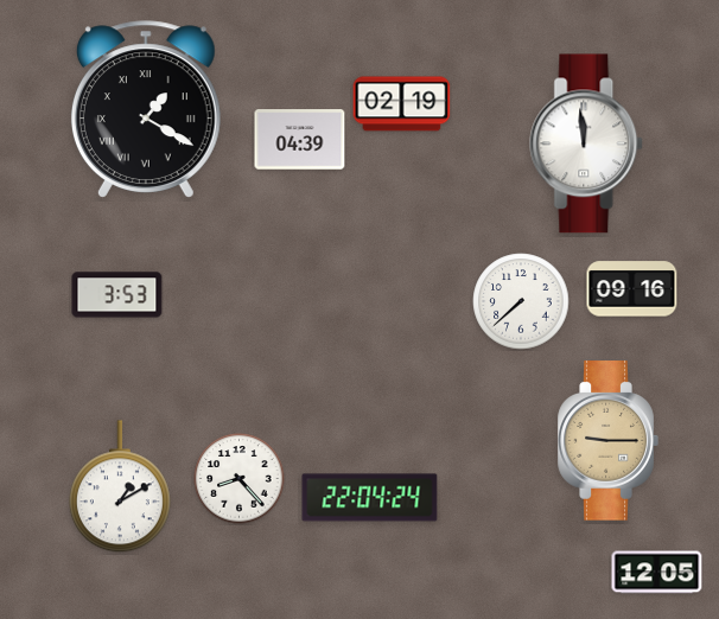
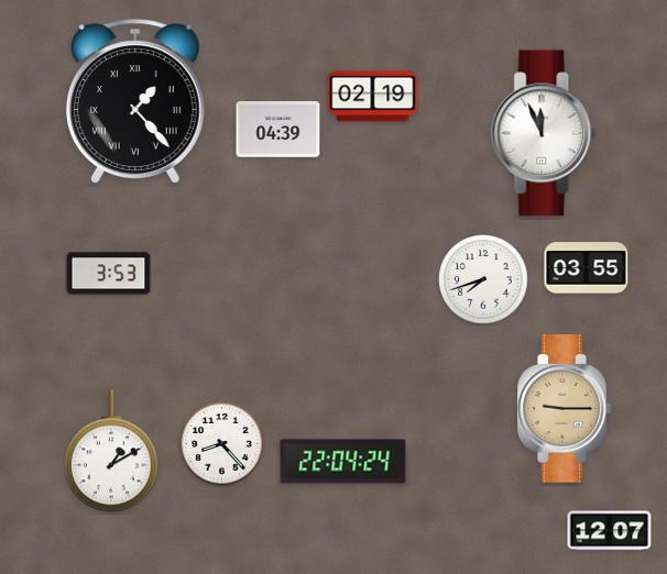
clock at (146, 109): 1:20 -> 1:23
clock at (587, 143): 11:59 -> 11:56
clock at (632, 289): 09:16 -> 03:55
clock at (521, 301): 7:38 -> 7:42
clock at (657, 573): 12:05 -> 12:07
